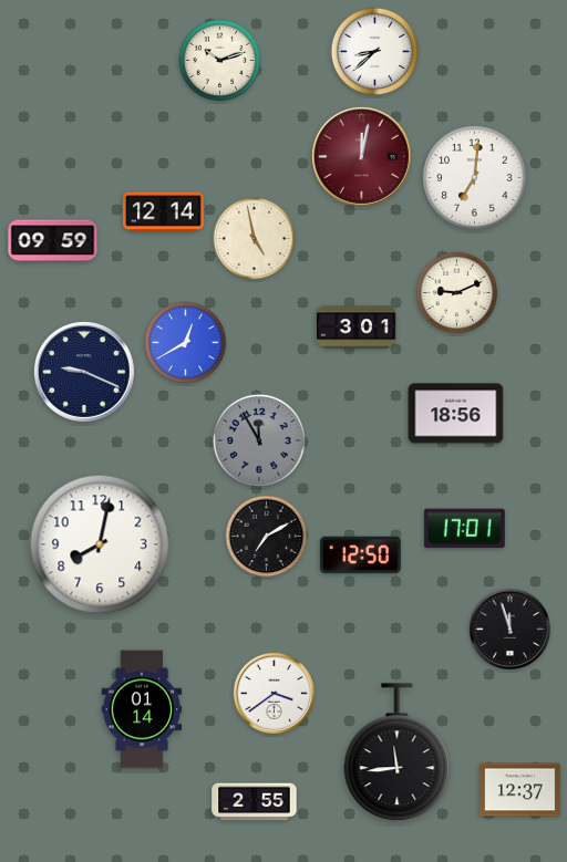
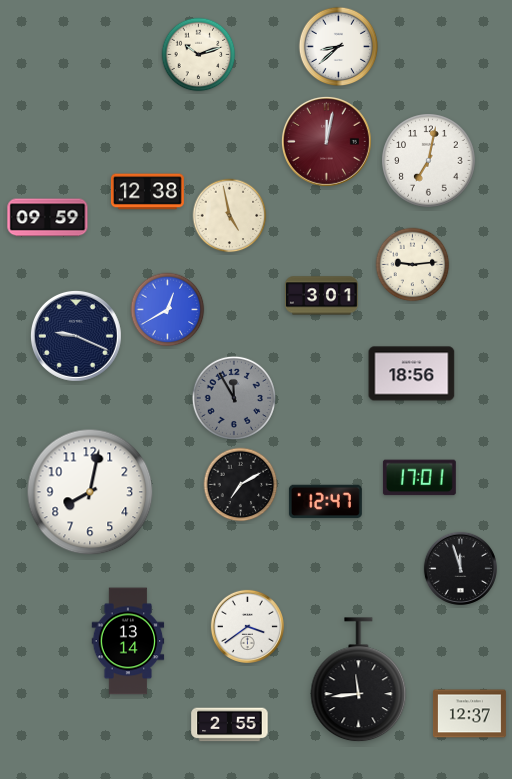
clock at (475, 178): 7:01 -> 7:02
clock at (163, 212): 12:14 -> 12:38
clock at (457, 293): 9:11 -> 9:14
clock at (360, 555): 12:50 -> 12:47
clock at (142, 709): 01:14 -> 13:14
